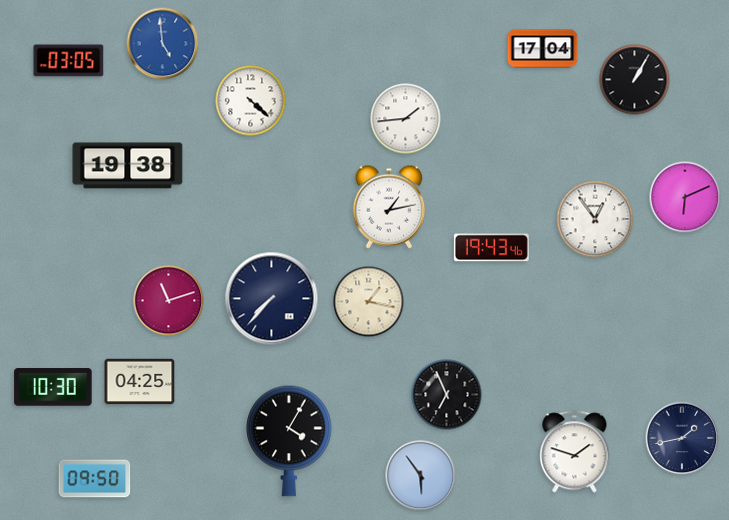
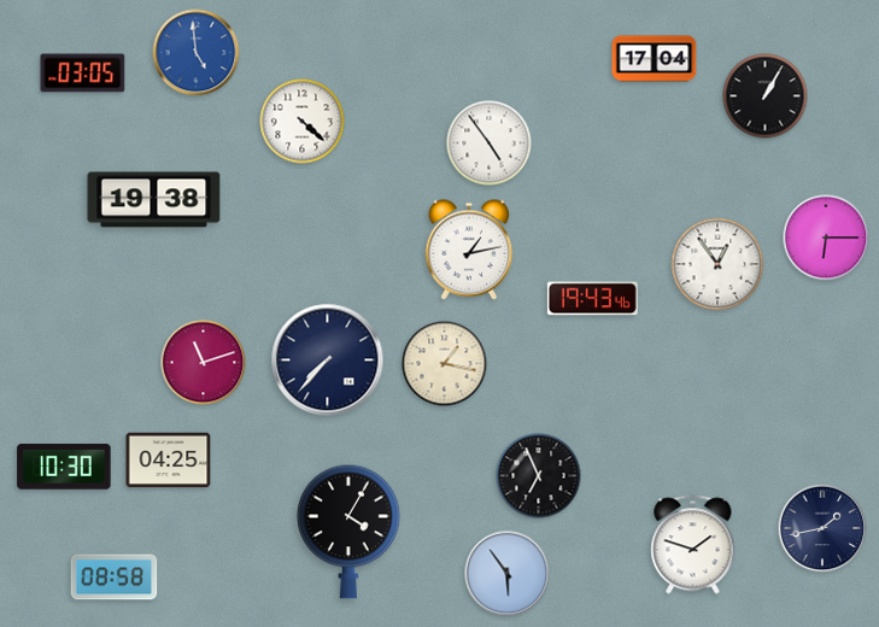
clock at (406, 119): 1:44 -> 4:54
clock at (685, 197): 6:11 -> 6:15
clock at (95, 479): 09:50 -> 08:58
